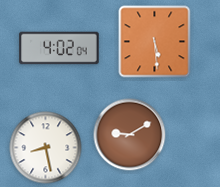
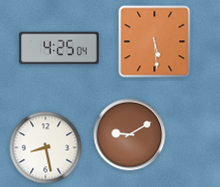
clock at (59, 48): 4:02 -> 4:25
